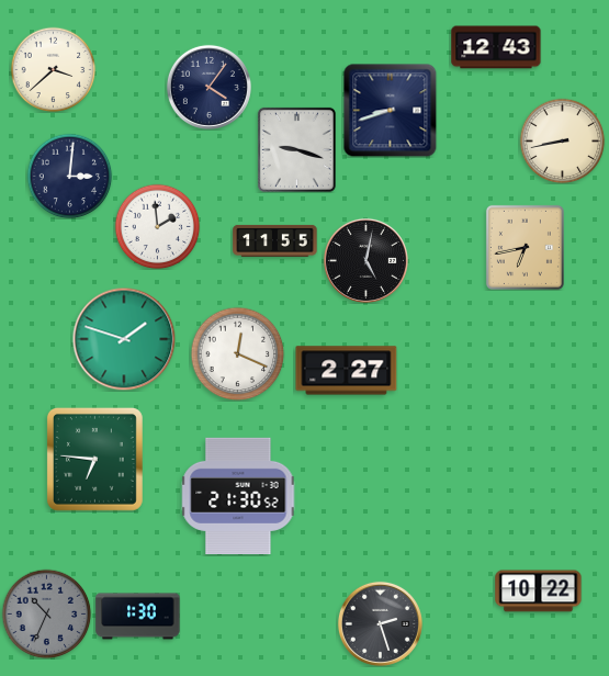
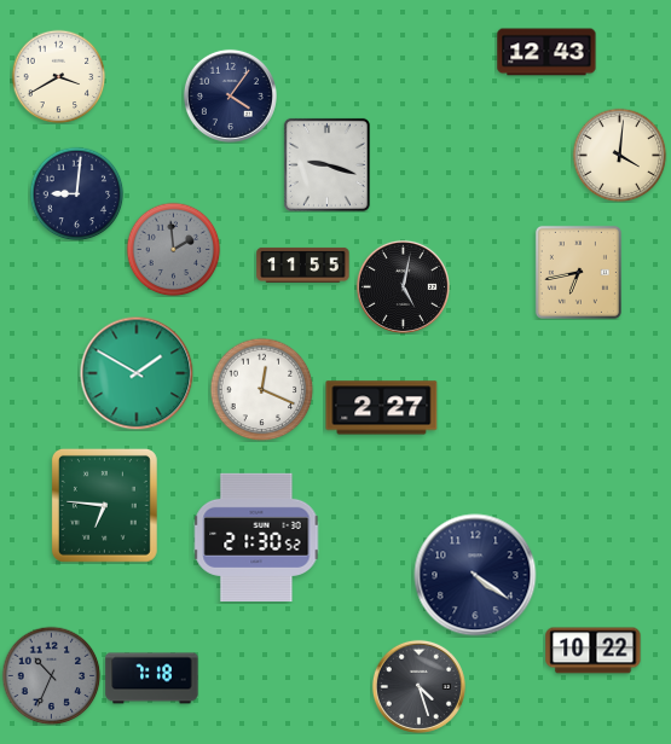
clock at (53, 69): 3:38 -> 3:40
clock at (390, 110): 8:42 -> none
clock at (562, 140): 8:43 -> 4:01
clock at (69, 176): 3:01 -> 9:01
clock at (157, 226) dial: white -> grey
clock at (124, 339): 1:48 -> 1:50
clock at (238, 495) position: (238, 495) -> (256, 536)
clock at (475, 575): none -> 4:21
clock at (138, 617): 1:30 -> 7:18
clock at (380, 623): 2:27 -> 4:27
